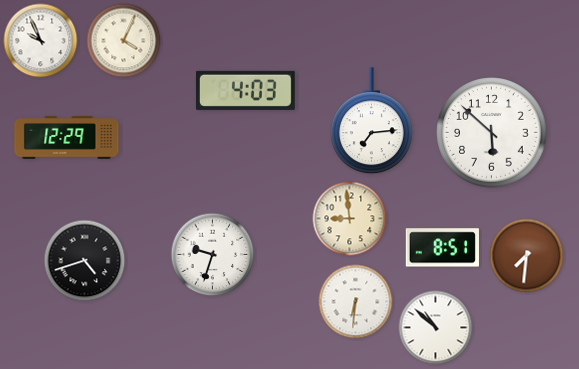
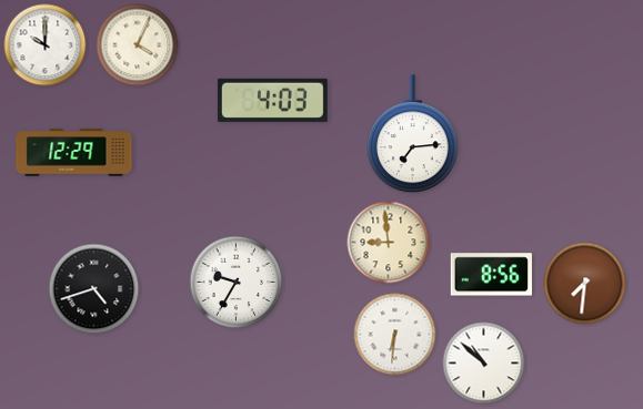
clock at (41, 41): 9:56 -> 10:00
clock at (492, 133): 5:52 -> none
clock at (442, 248): 8:51 -> 8:56
clock at (213, 255): 9:33 -> 9:35
